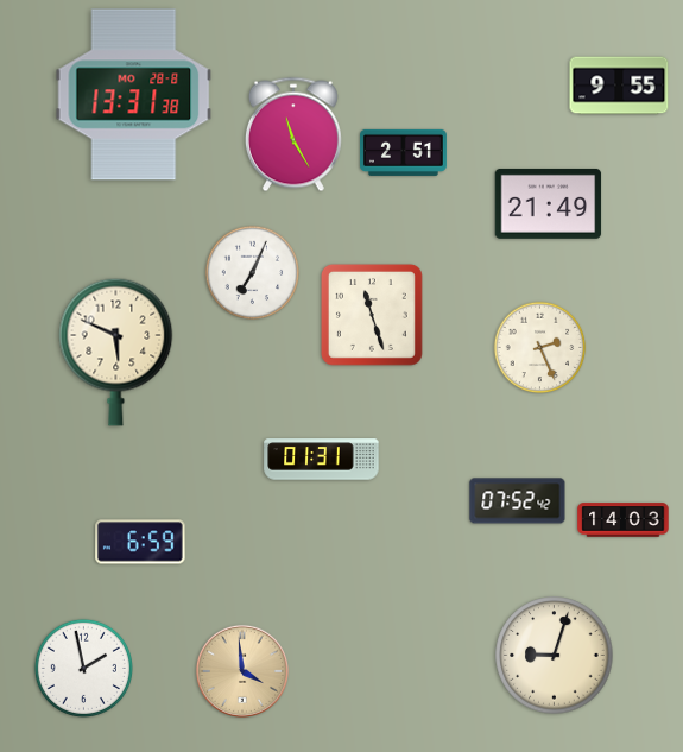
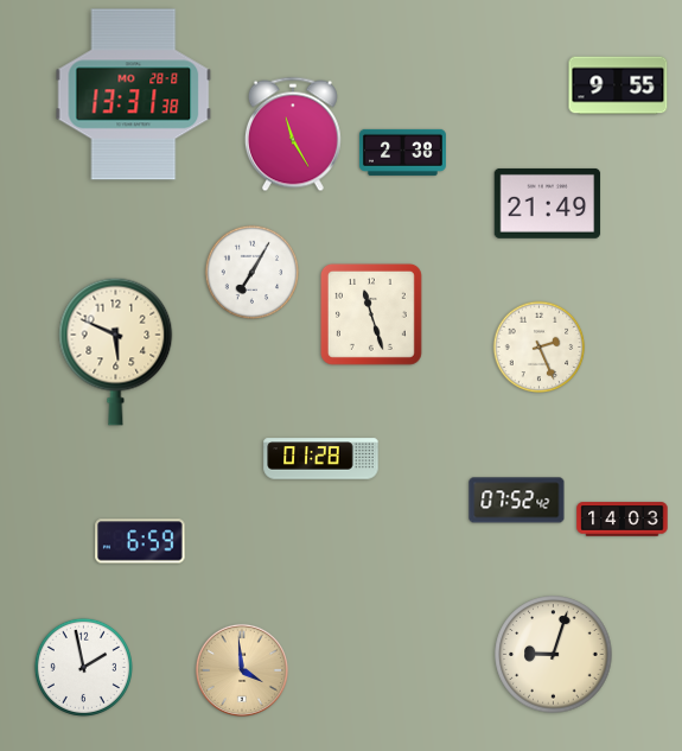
clock at (403, 152): 2:51 -> 2:38
clock at (253, 273): 7:04 -> 7:05
clock at (322, 460): 01:31 -> 01:28
